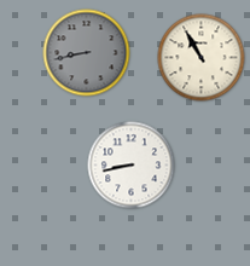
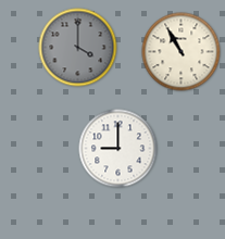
clock at (87, 53): 8:43 -> 4:00
clock at (132, 166): 8:43 -> 9:00
